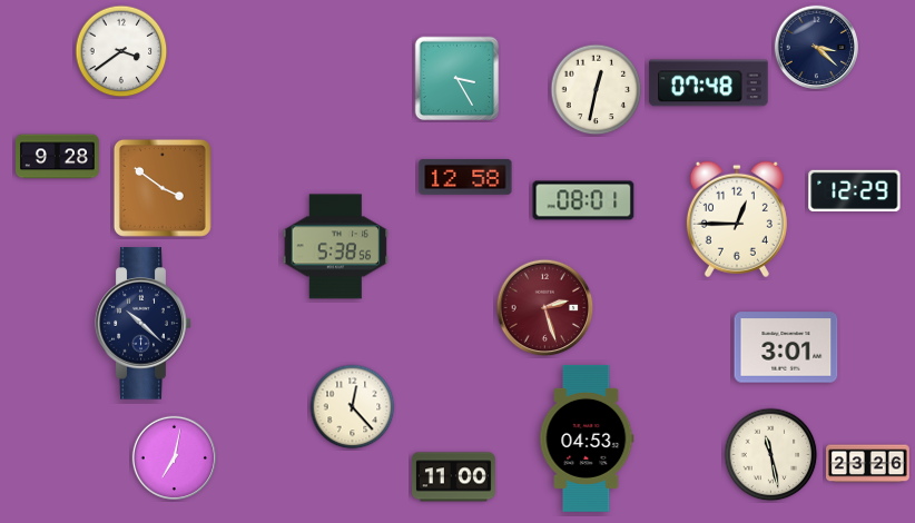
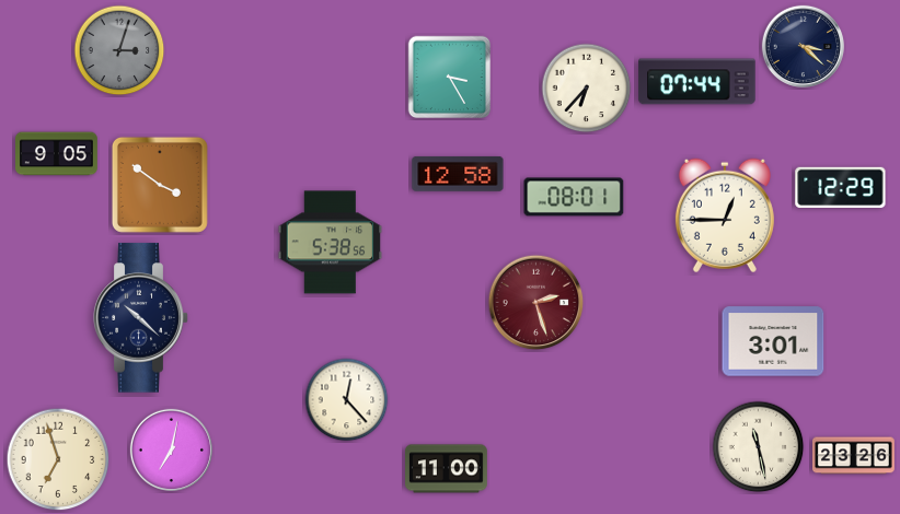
clock at (121, 51): 3:39 -> 3:03
clock at (121, 51) dial: white -> grey
clock at (709, 83): 07:48 -> 07:44
clock at (597, 90): 12:32 -> 6:37
clock at (58, 157): 9:28 -> 9:05
clock at (587, 438): 04:53 -> none
clock at (58, 459): none -> 6:57
